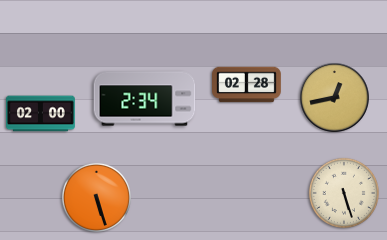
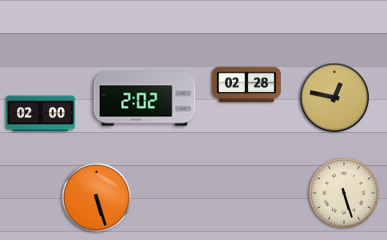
clock at (335, 98): 12:43 -> 12:47
clock at (145, 99): 2:34 -> 2:02
